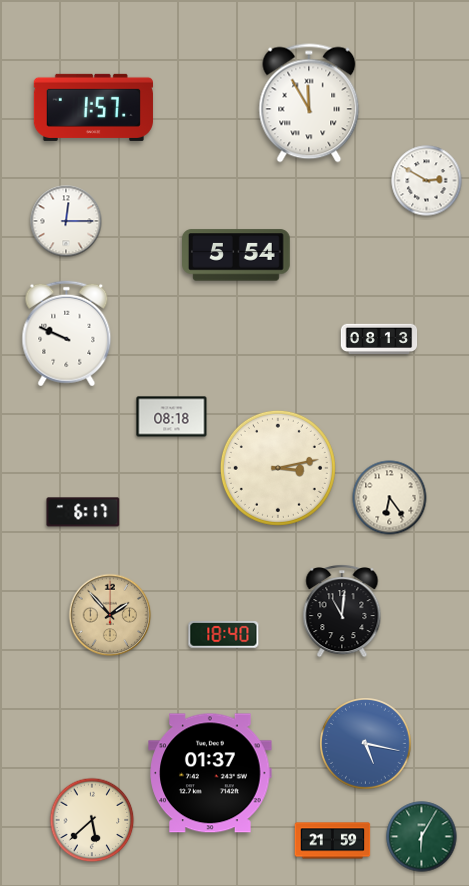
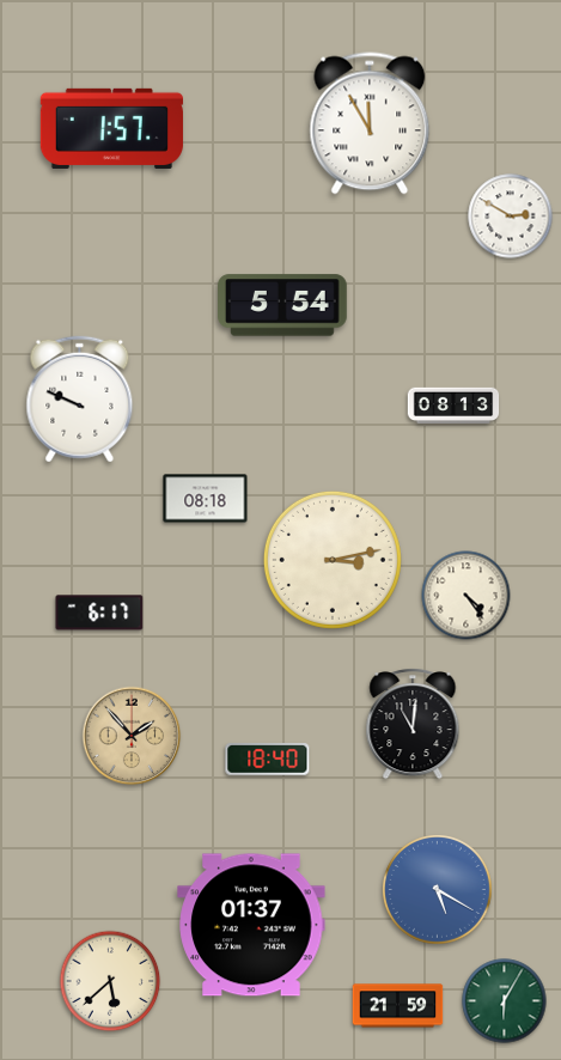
clock at (66, 221): 12:15 -> none
clock at (390, 498): 6:24 -> 4:24
clock at (342, 611) position: (342, 611) -> (413, 724)
clock at (366, 744): 5:17 -> 5:20
